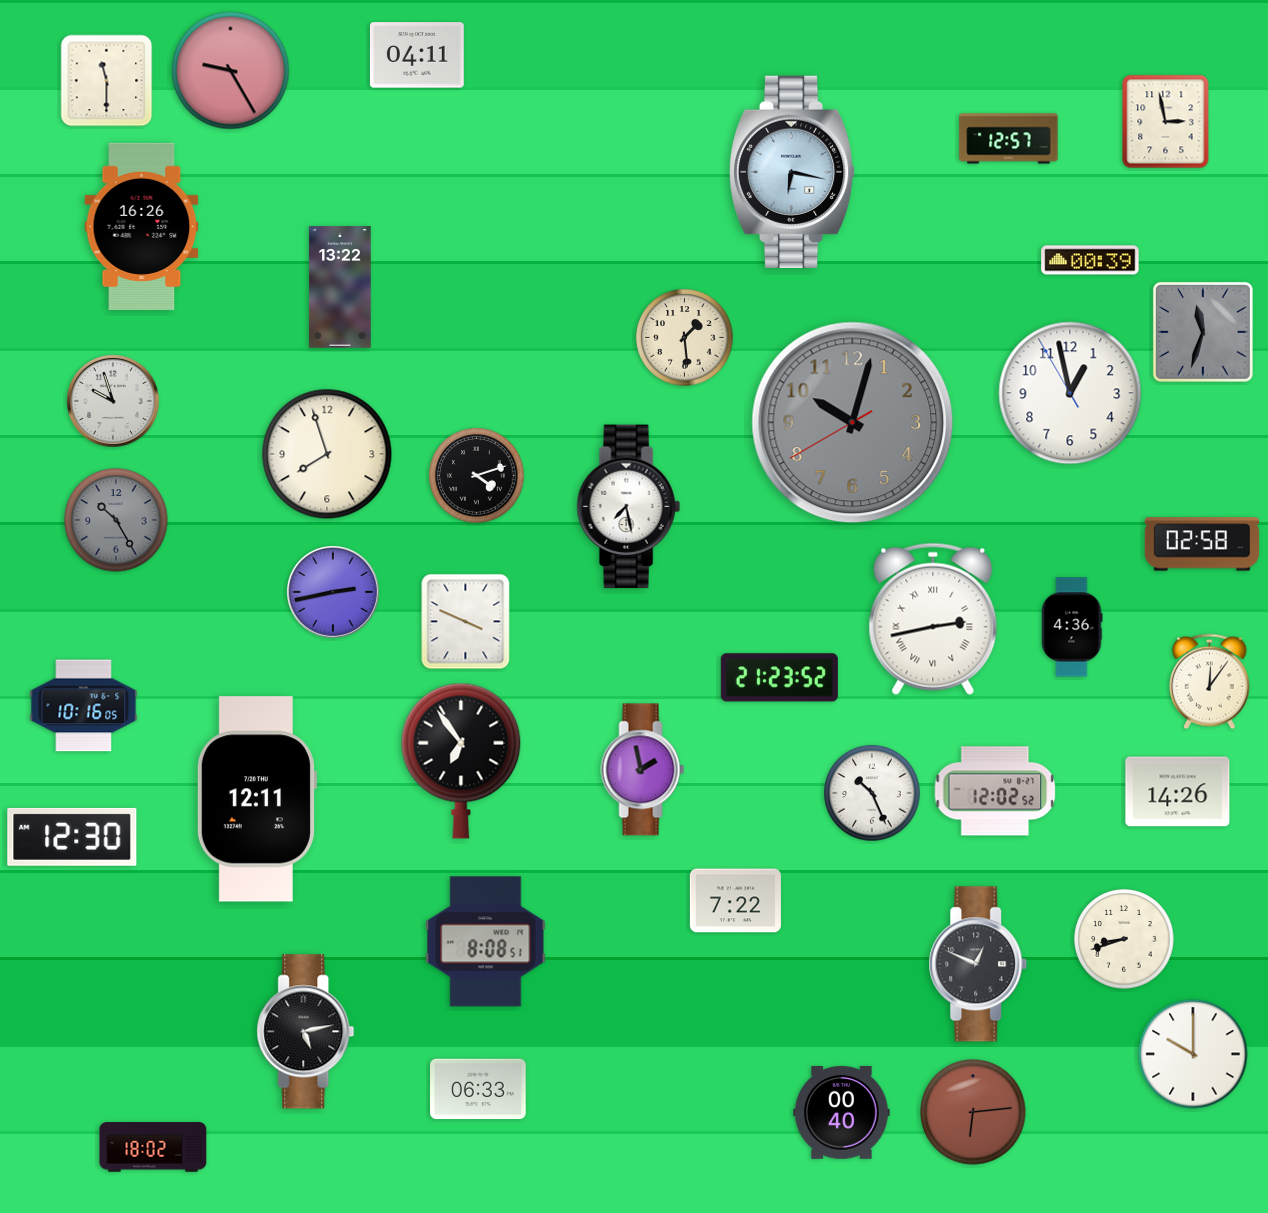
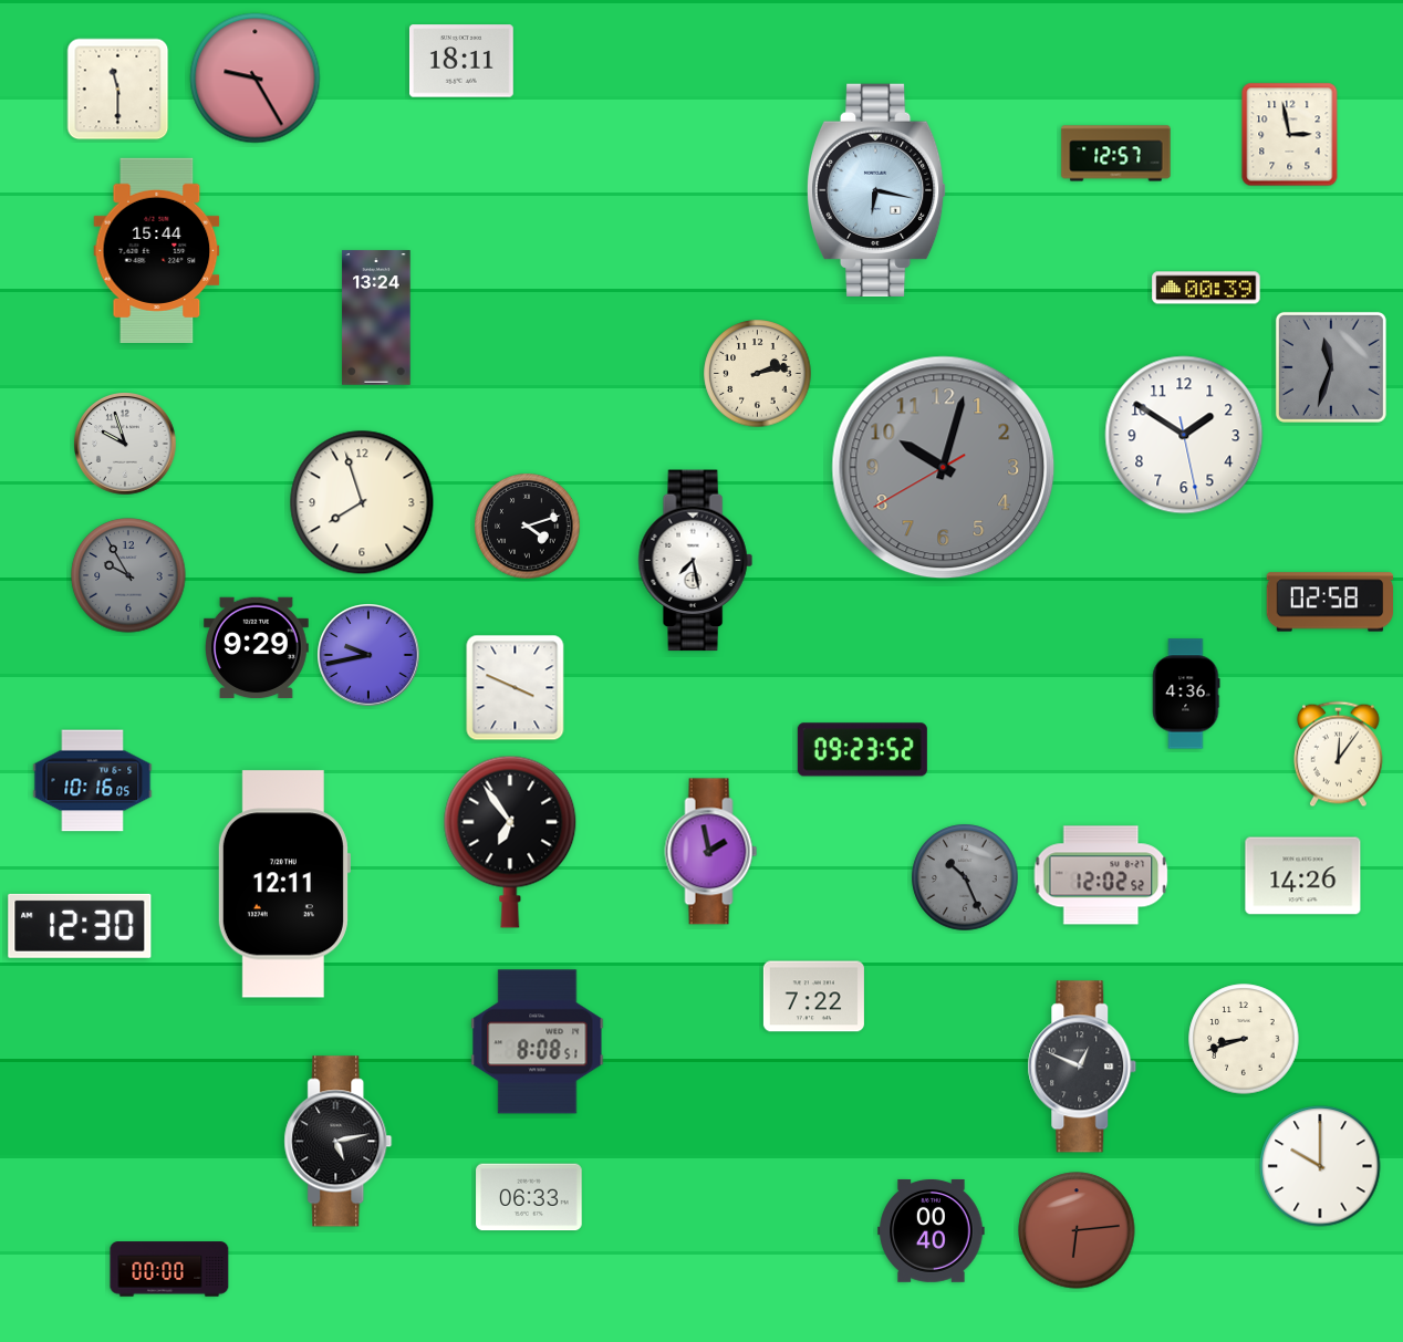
clock at (417, 55): 04:11 -> 18:11
clock at (142, 226): 16:26 -> 15:44
clock at (340, 287): 13:22 -> 13:24
clock at (685, 338): 1:29 -> 2:13
clock at (1070, 393): 12:57 -> 1:50
clock at (116, 520): 10:25 -> 9:55
clock at (257, 648): none -> 9:29
clock at (333, 592): 2:43 -> 9:43
clock at (933, 619): 2:43 -> none
clock at (779, 678): 21:23 -> 09:23
clock at (872, 793) dial: white -> grey
clock at (478, 1089) position: (478, 1089) -> (529, 1197)
clock at (153, 1147): 18:02 -> 00:00
